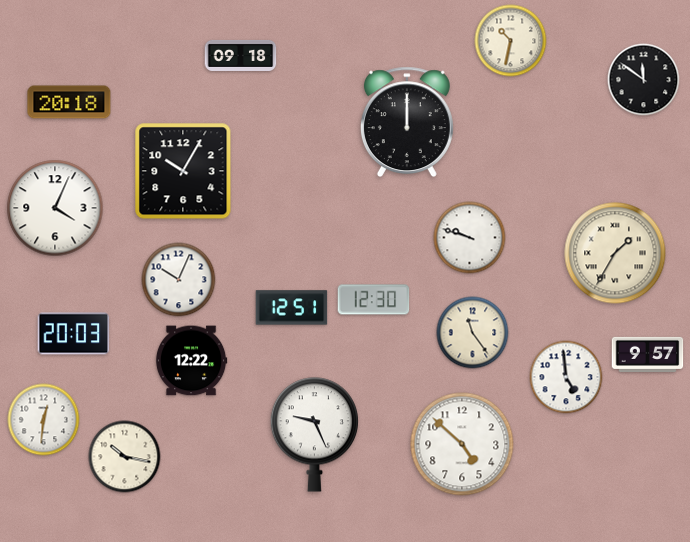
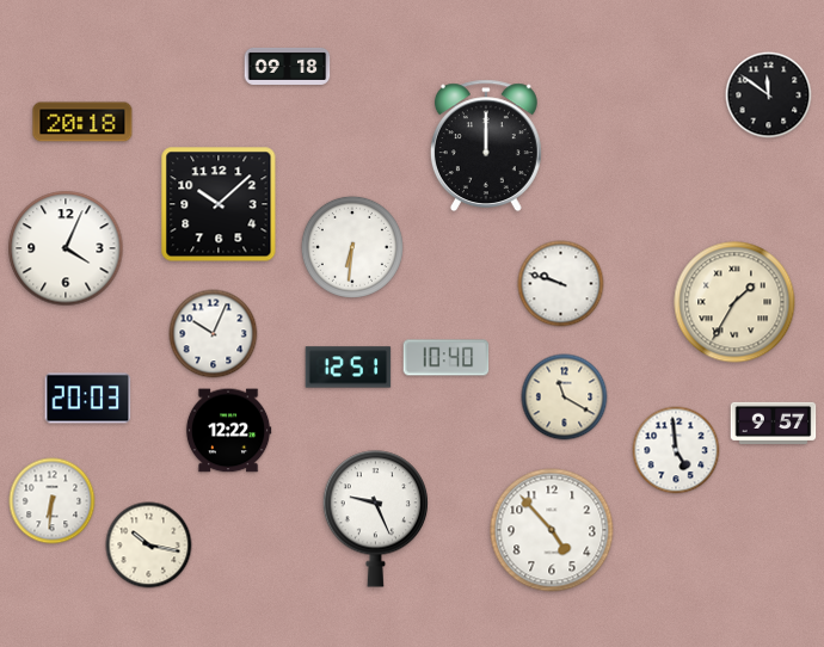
clock at (511, 41): 10:32 -> none
clock at (183, 171): 10:05 -> 10:08
clock at (352, 247): none -> 6:31
clock at (374, 300): 12:30 -> 10:40
clock at (473, 333): 11:24 -> 11:20
clock at (44, 420): 12:31 -> 6:31
clock at (462, 444): 4:52 -> 4:53
